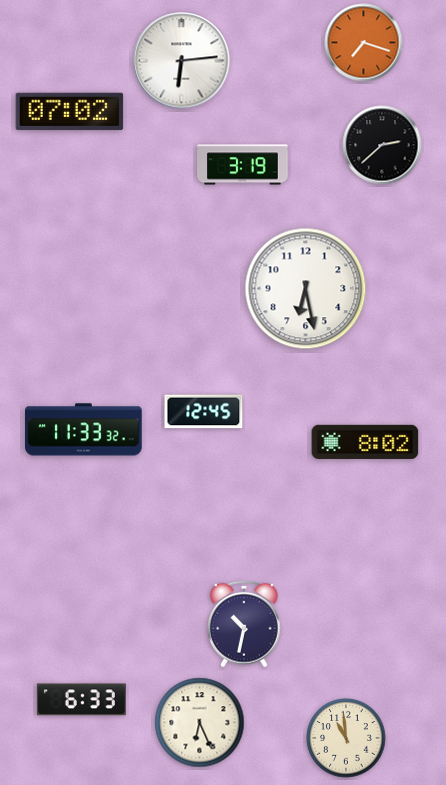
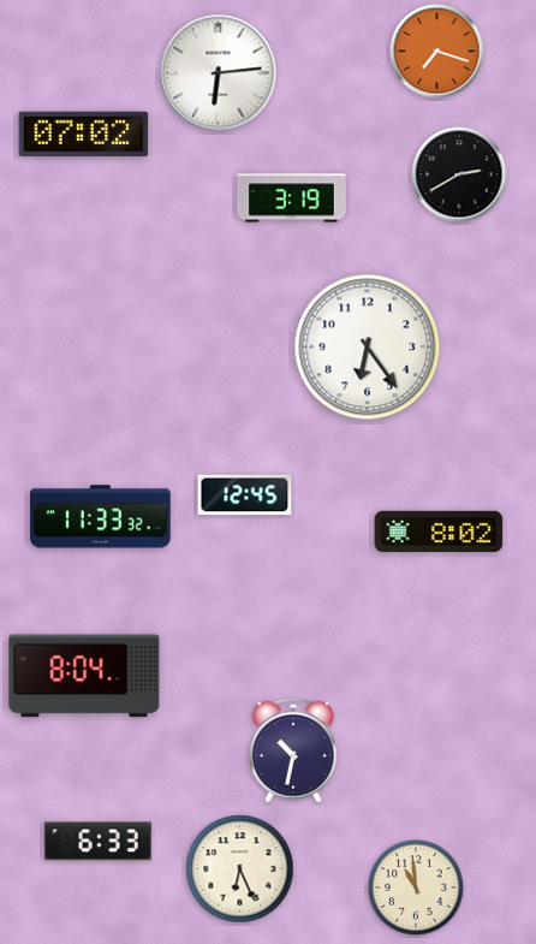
clock at (382, 145): 2:38 -> 2:40
clock at (306, 289): 6:28 -> 6:24
clock at (84, 676): none -> 8:04
